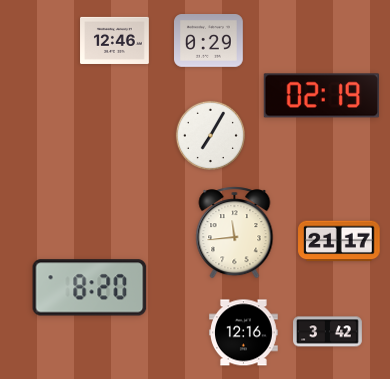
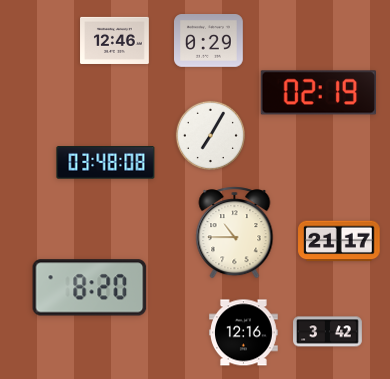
clock at (321, 96) position: (321, 96) -> (318, 93)
clock at (106, 163): none -> 03:48
clock at (235, 233): 11:44 -> 10:45
